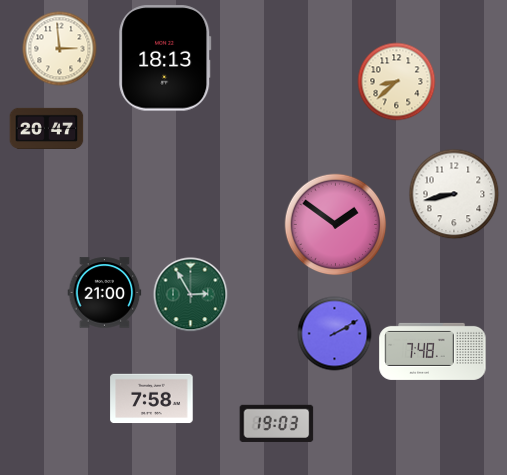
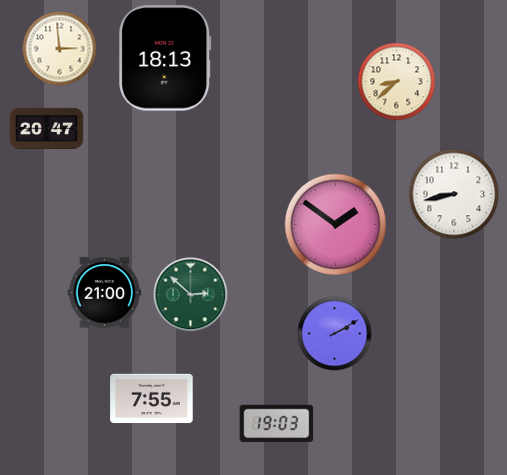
clock at (191, 295): 2:55 -> 2:52
clock at (433, 351): 7:48 -> none
clock at (152, 399): 7:58 -> 7:55
